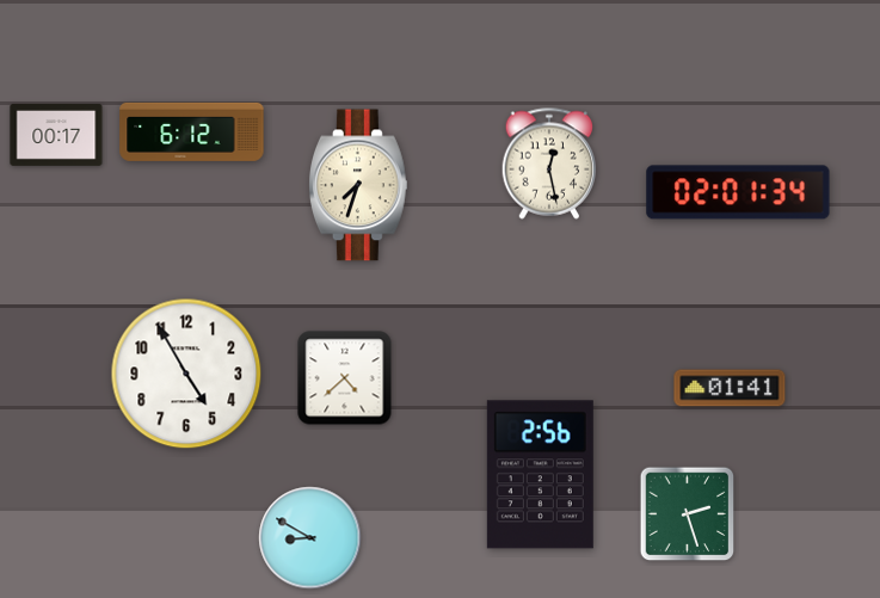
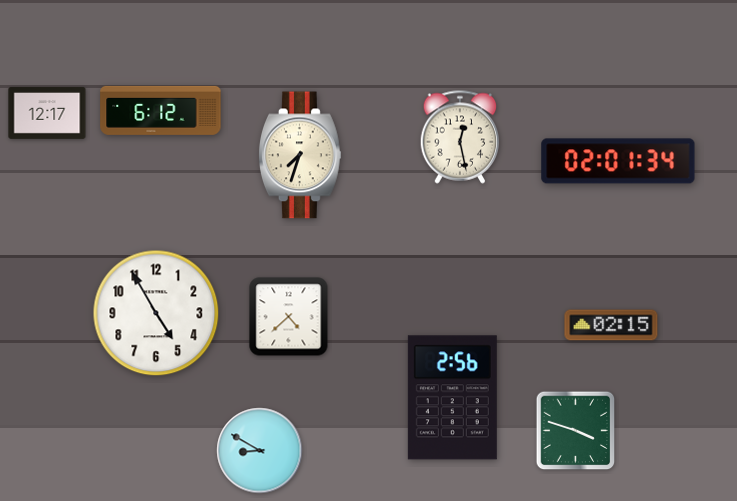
clock at (56, 135): 00:17 -> 12:17
clock at (730, 388): 01:41 -> 02:15
clock at (688, 514): 2:27 -> 3:48
